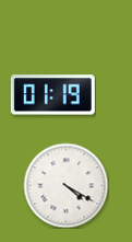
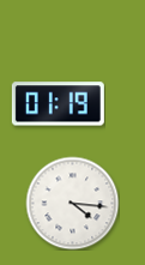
clock at (65, 185): 4:20 -> 4:16
